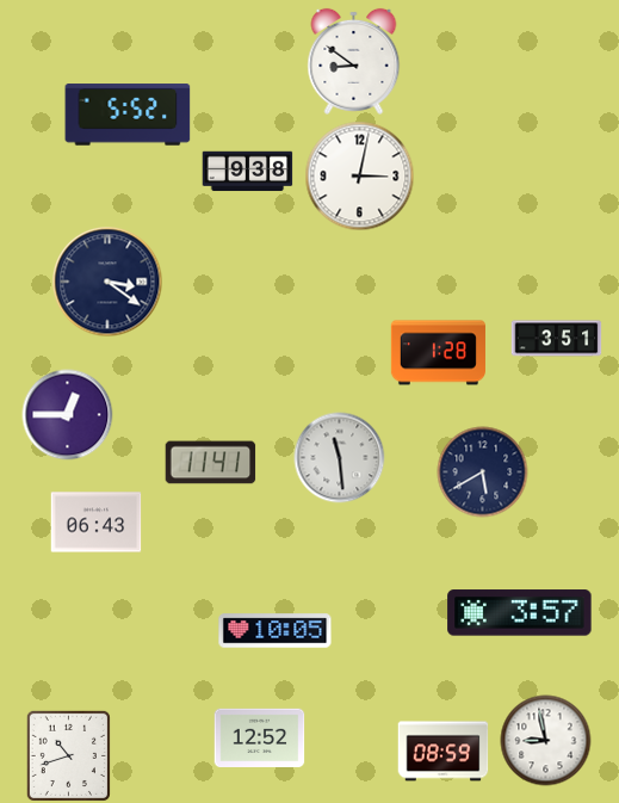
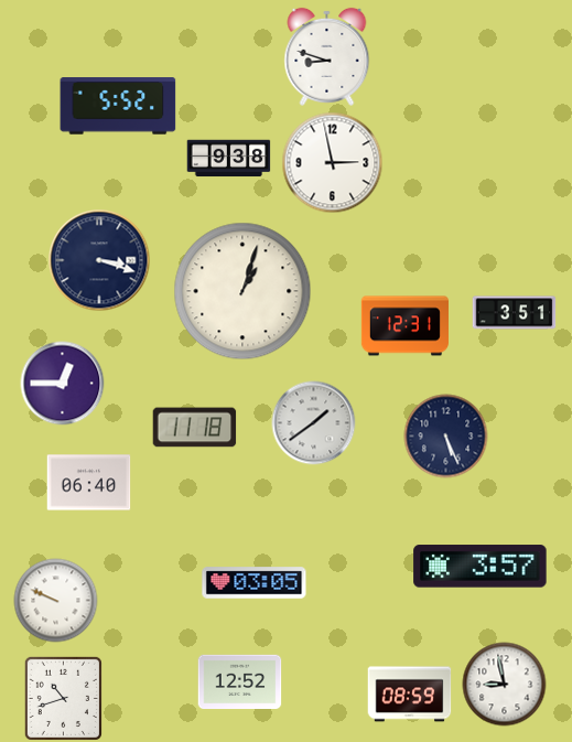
clock at (354, 61): 8:51 -> 8:48
clock at (360, 177): 3:02 -> 2:58
clock at (107, 282): 3:21 -> 3:18
clock at (242, 291): none -> 1:03
clock at (438, 353): 1:28 -> 12:31
clock at (340, 458): 11:29 -> 1:39
clock at (211, 463): 11:41 -> 11:18
clock at (483, 472): 5:40 -> 5:26
clock at (97, 523): 06:43 -> 06:40
clock at (276, 631): 10:05 -> 03:05
clock at (56, 601): none -> 9:49
